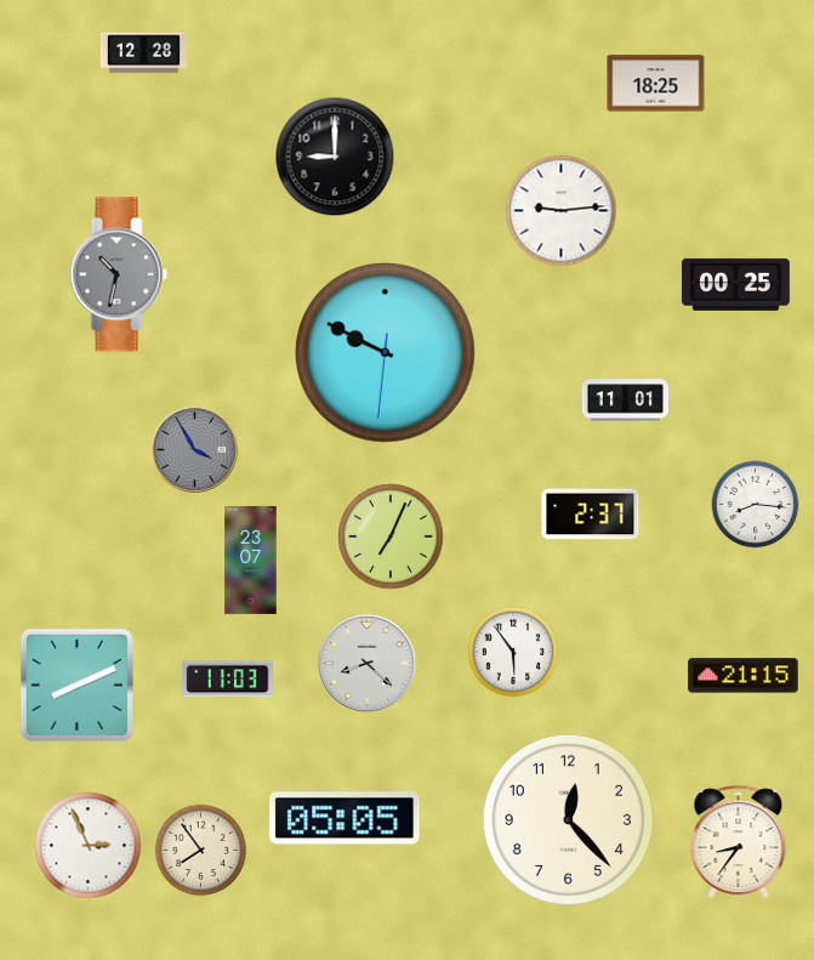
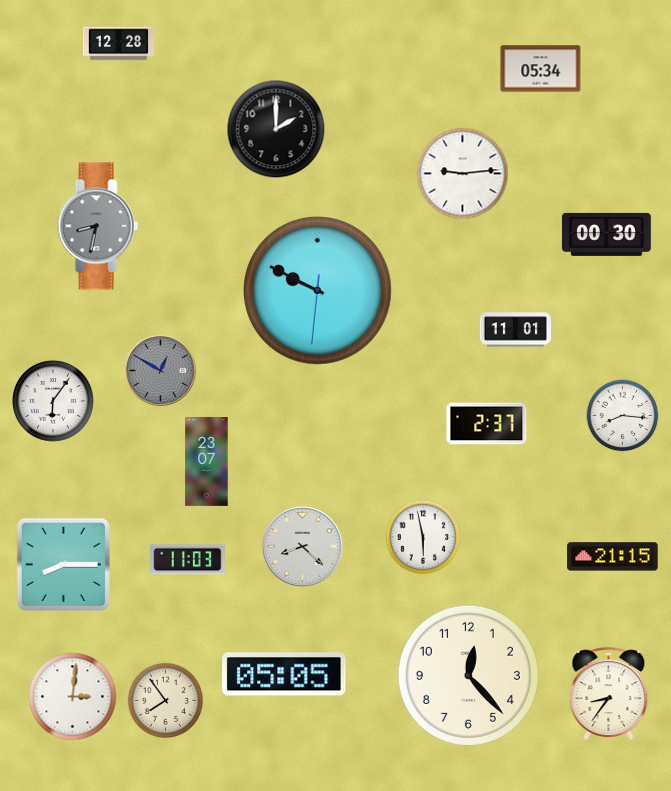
clock at (656, 84): 18:25 -> 05:34
clock at (335, 157): 9:00 -> 2:00
clock at (119, 274): 10:32 -> 8:32
clock at (735, 284): 00:25 -> 00:30
clock at (194, 449): 3:55 -> 12:50
clock at (53, 401): none -> 6:06
clock at (391, 536): 7:04 -> none
clock at (513, 652): 5:54 -> 5:58
clock at (76, 685): 8:11 -> 8:15
clock at (89, 846): 2:56 -> 3:01
